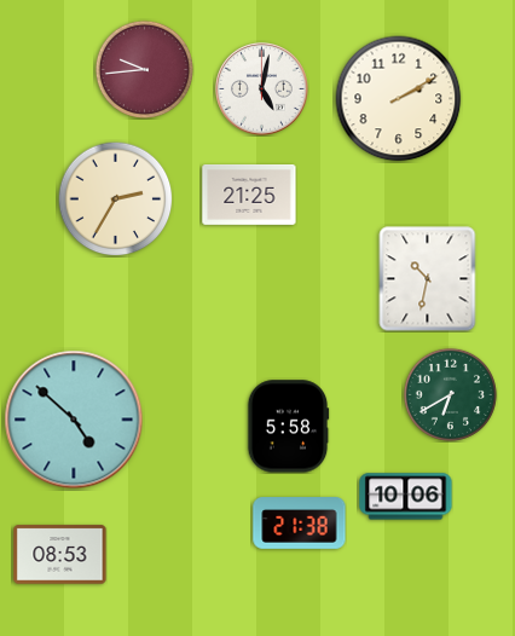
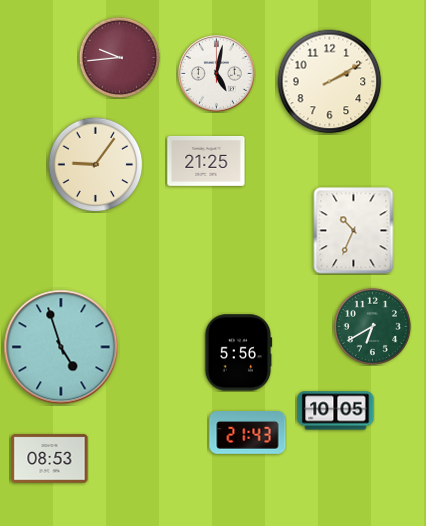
clock at (115, 198): 2:35 -> 9:06
clock at (428, 279): 10:32 -> 10:34
clock at (74, 420): 4:52 -> 4:57
clock at (288, 427): 5:58 -> 5:56
clock at (406, 497): 10:06 -> 10:05
clock at (300, 524): 21:38 -> 21:43
